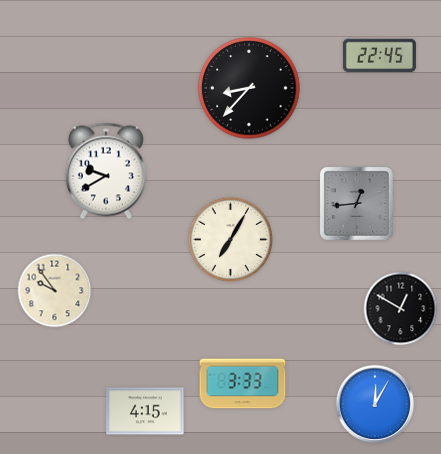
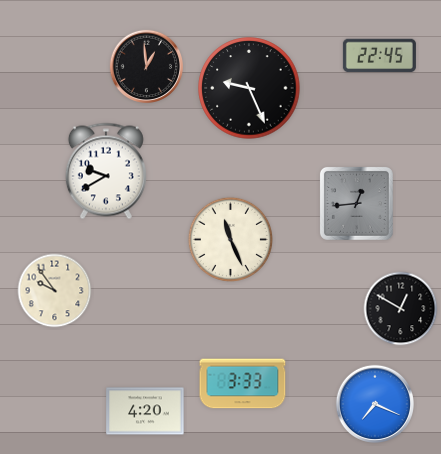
clock at (146, 66): none -> 12:59
clock at (249, 88): 8:37 -> 9:26
clock at (230, 239): 7:05 -> 11:26
clock at (375, 404): 12:05 -> 7:19
clock at (145, 411): 4:15 -> 4:20
